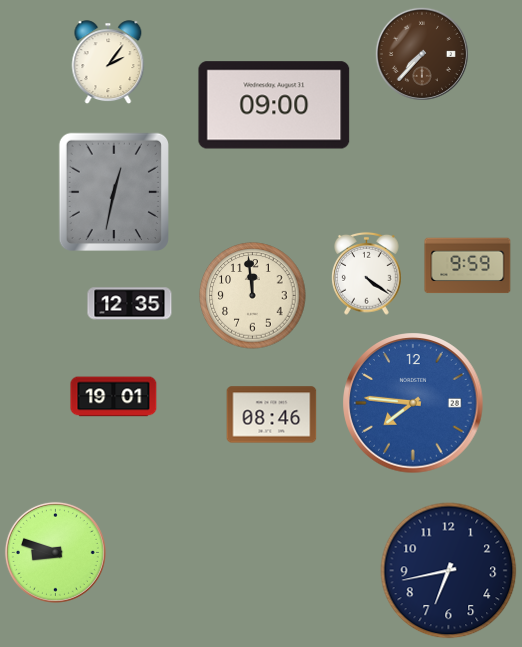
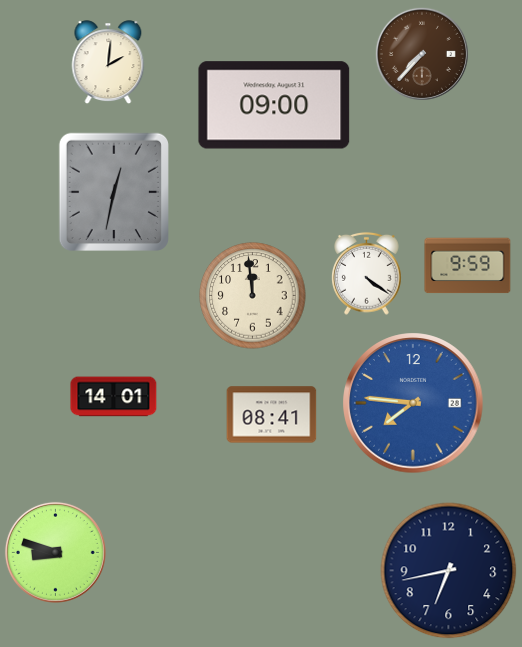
clock at (108, 63): 2:06 -> 2:01
clock at (130, 304): 12:35 -> none
clock at (114, 397): 19:01 -> 14:01
clock at (272, 415): 08:46 -> 08:41
